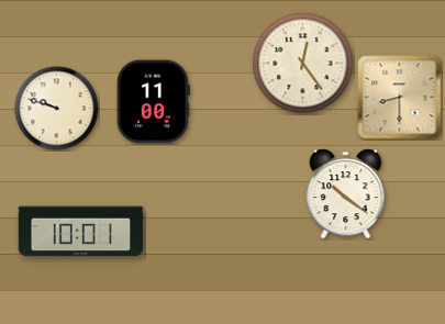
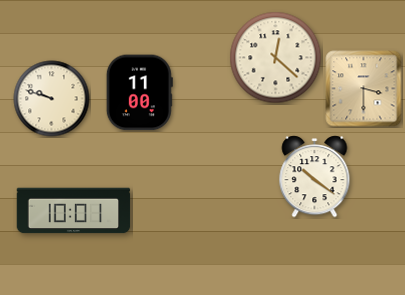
clock at (303, 64): 12:24 -> 12:22
clock at (400, 98): 8:30 -> 3:30
